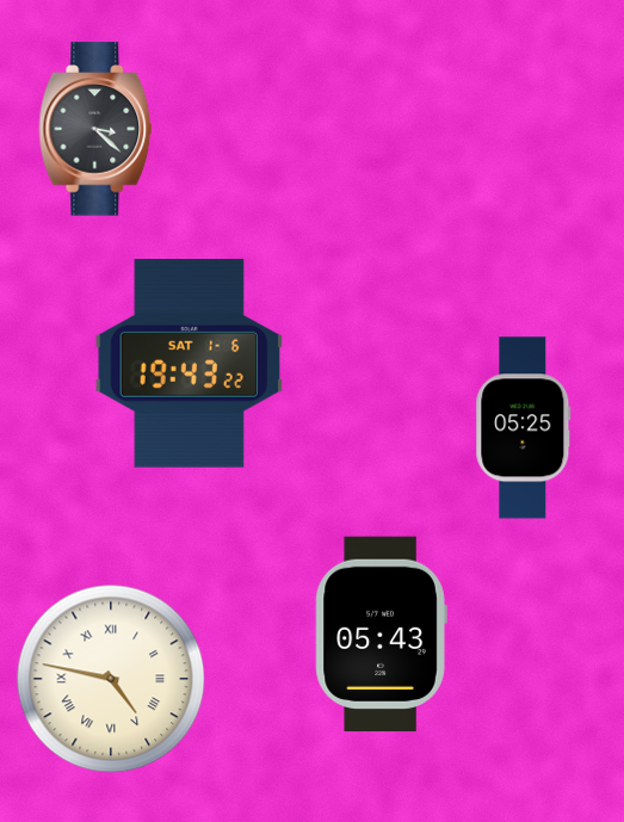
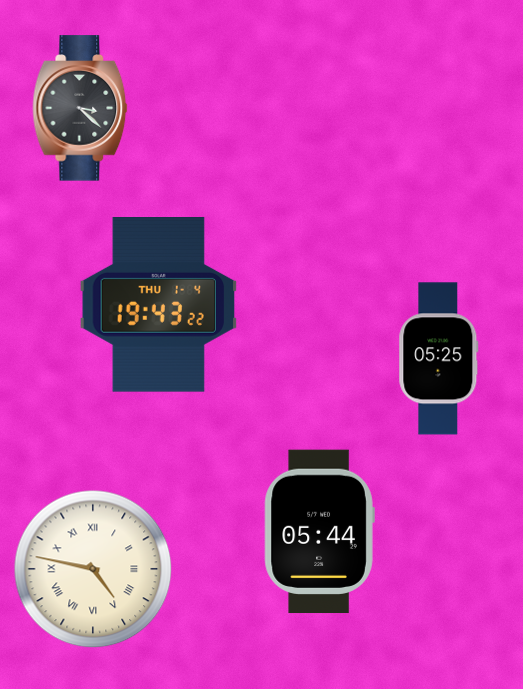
clock at (190, 364) date: SAT 1-6 -> THU 1-4
clock at (381, 635): 05:43 -> 05:44
